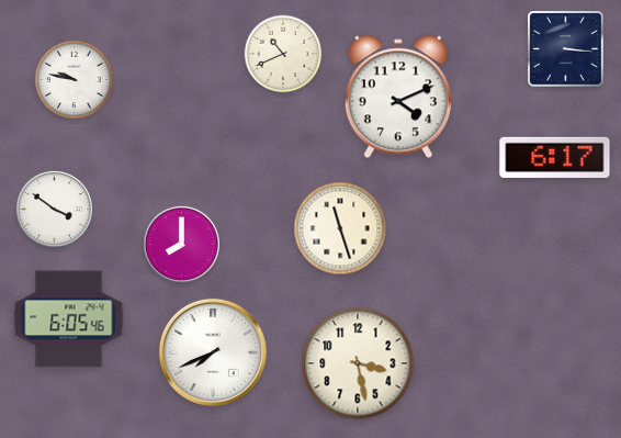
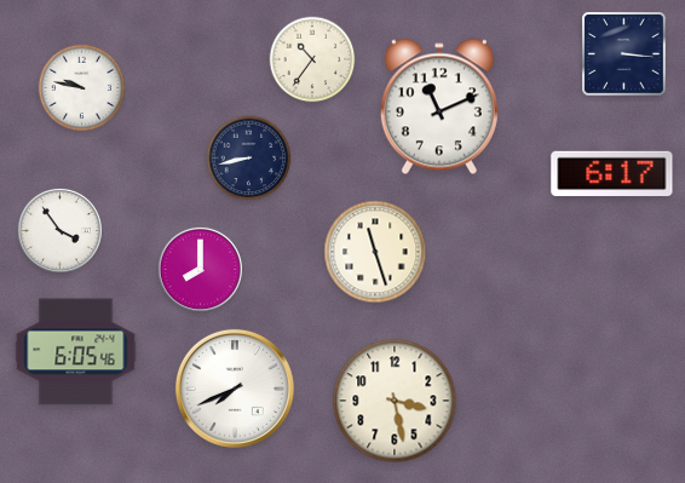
clock at (283, 54): 10:41 -> 10:36
clock at (398, 97): 4:11 -> 11:11
clock at (249, 159): none -> 8:43
clock at (54, 209): 3:51 -> 3:54
